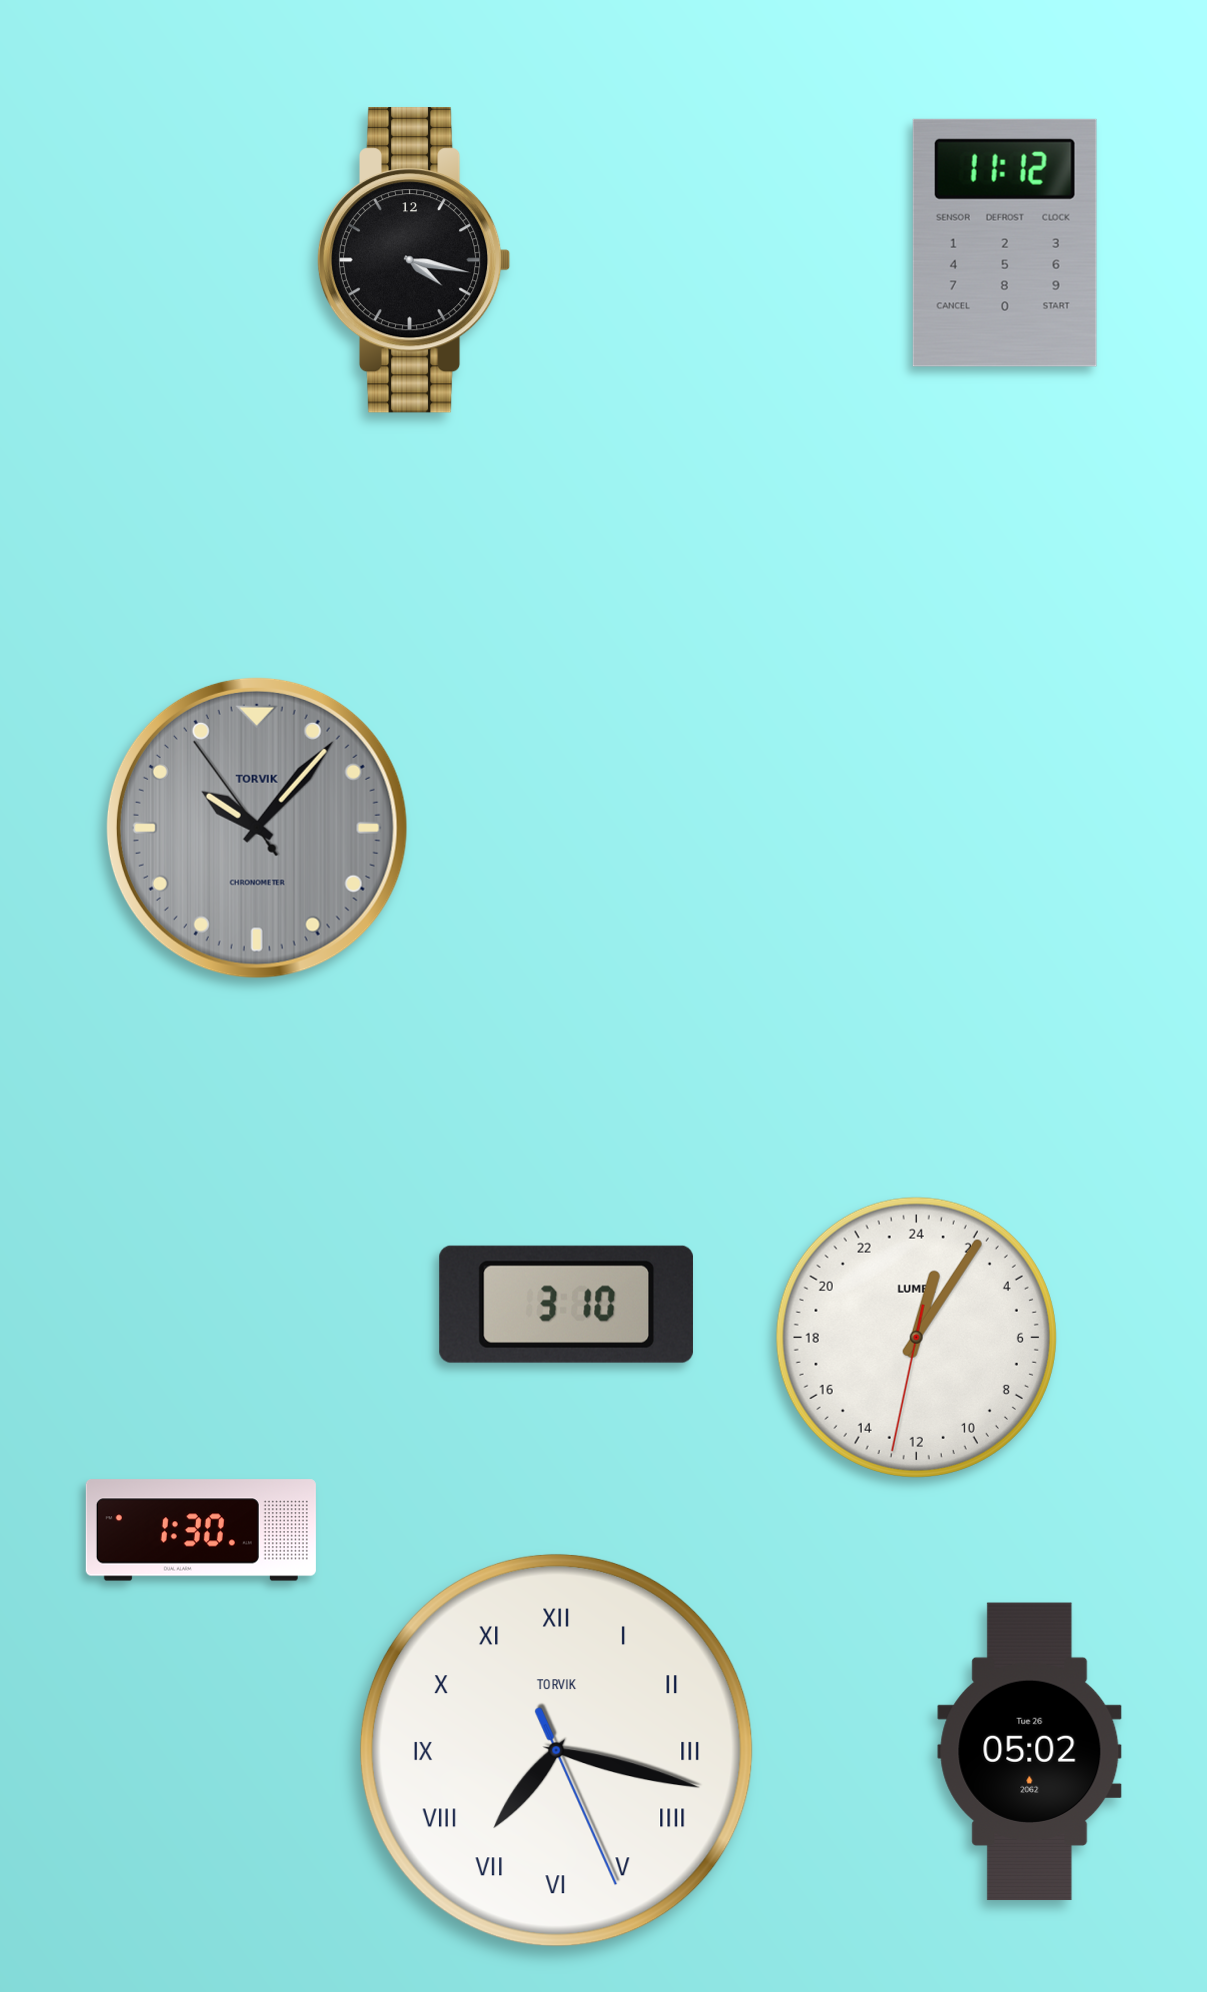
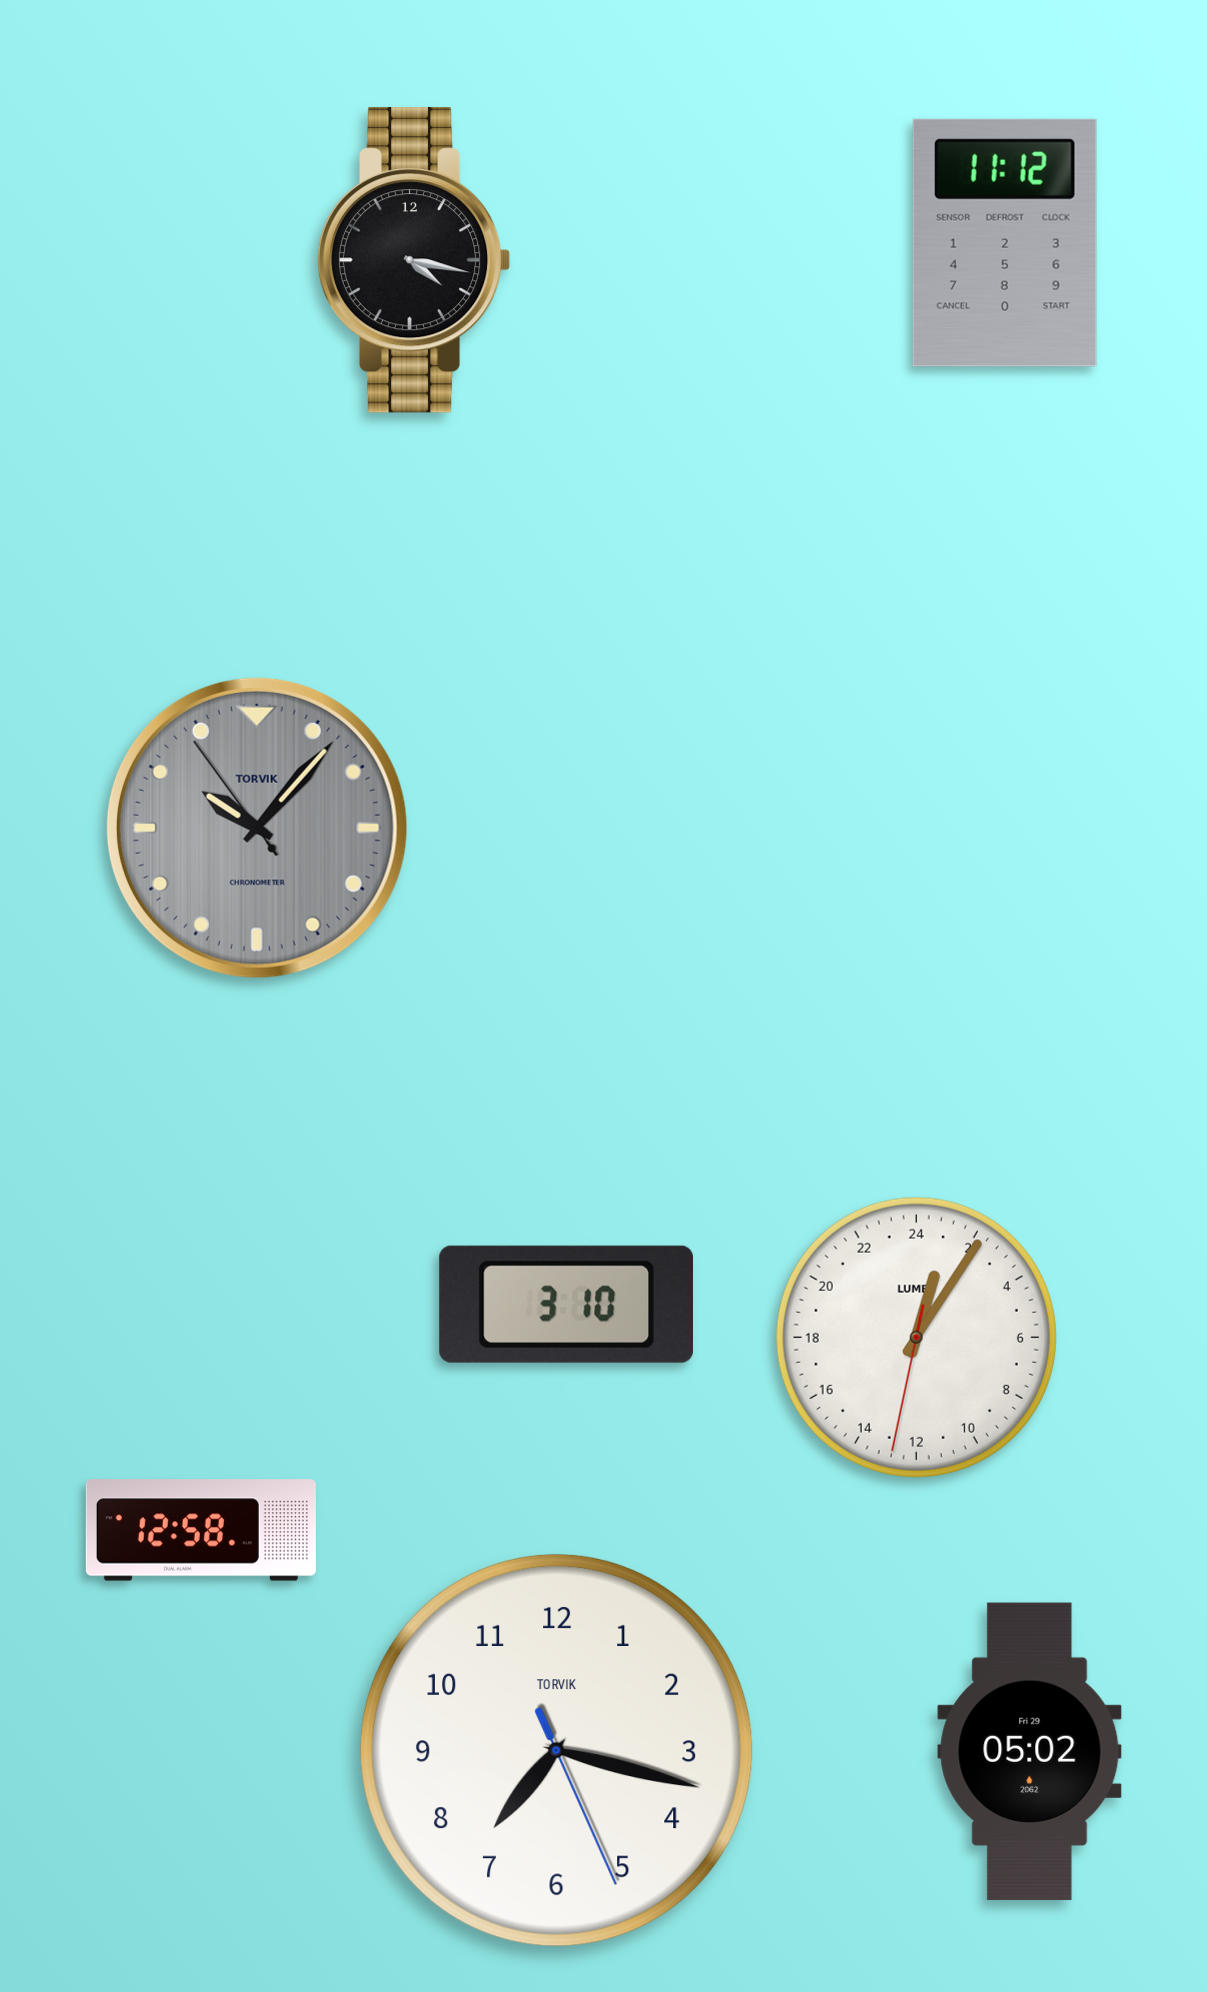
clock at (201, 1530): 1:30 -> 12:58
clock at (556, 1750) numerals: Roman -> Arabic
clock at (1030, 1752) date: Tue 26 -> Fri 29
